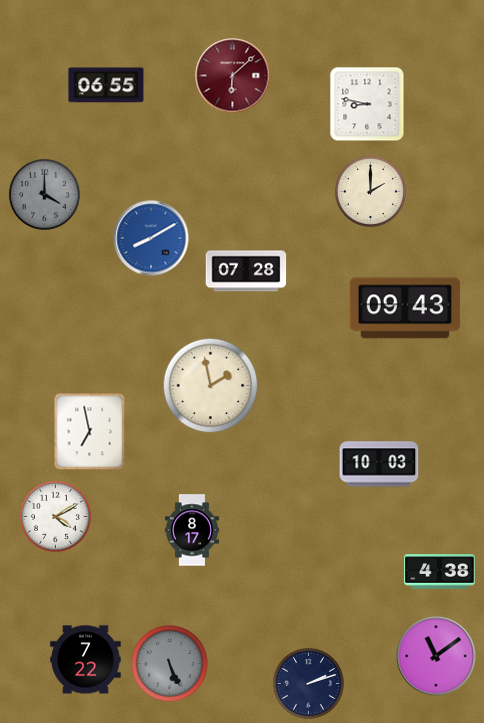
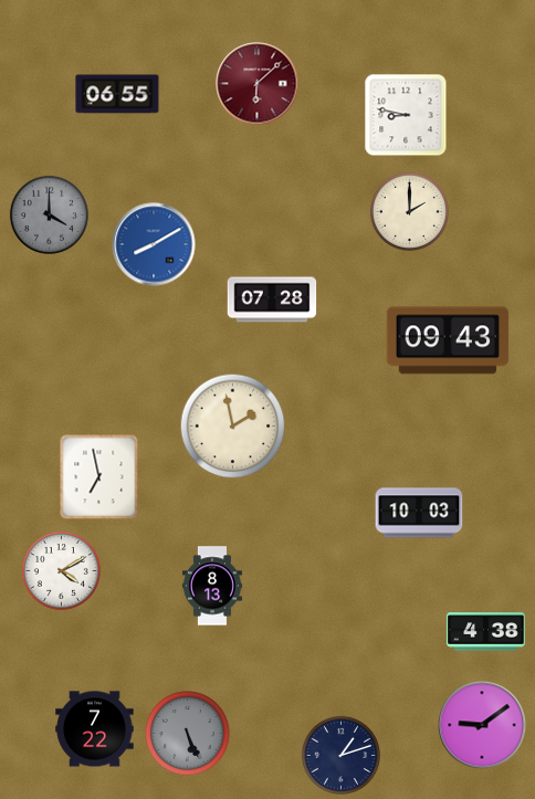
clock at (151, 238) position: (151, 238) -> (154, 244)
clock at (192, 530): 8:17 -> 8:13
clock at (436, 656): 11:09 -> 9:09
clock at (308, 683): 2:12 -> 1:12
